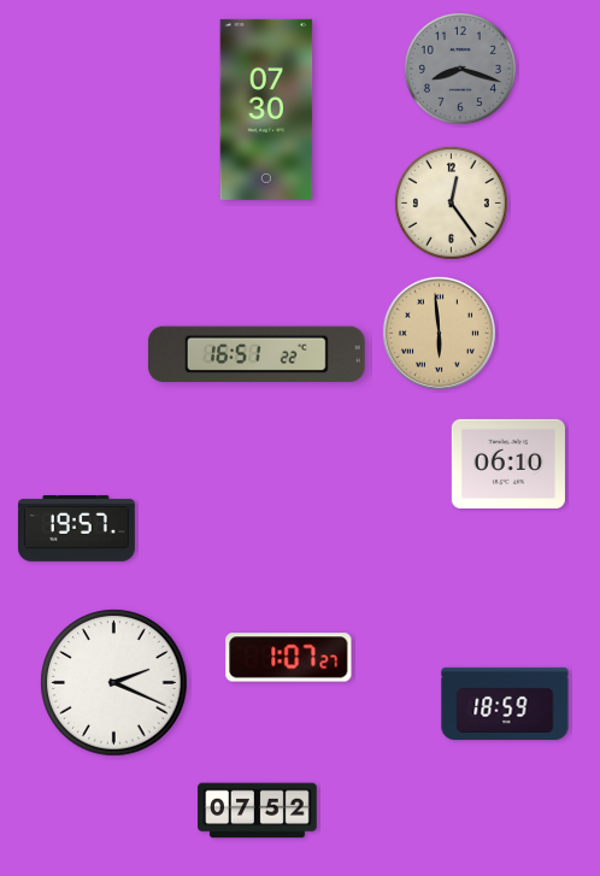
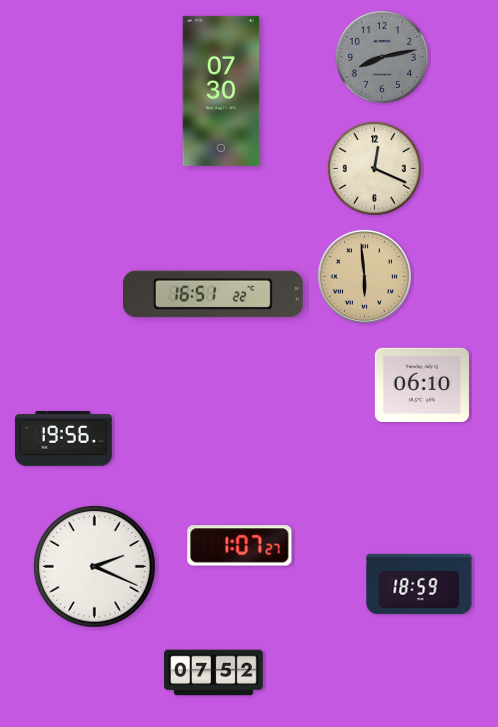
clock at (460, 69): 8:18 -> 8:13
clock at (451, 202): 12:24 -> 12:19
clock at (76, 529): 19:57 -> 19:56
